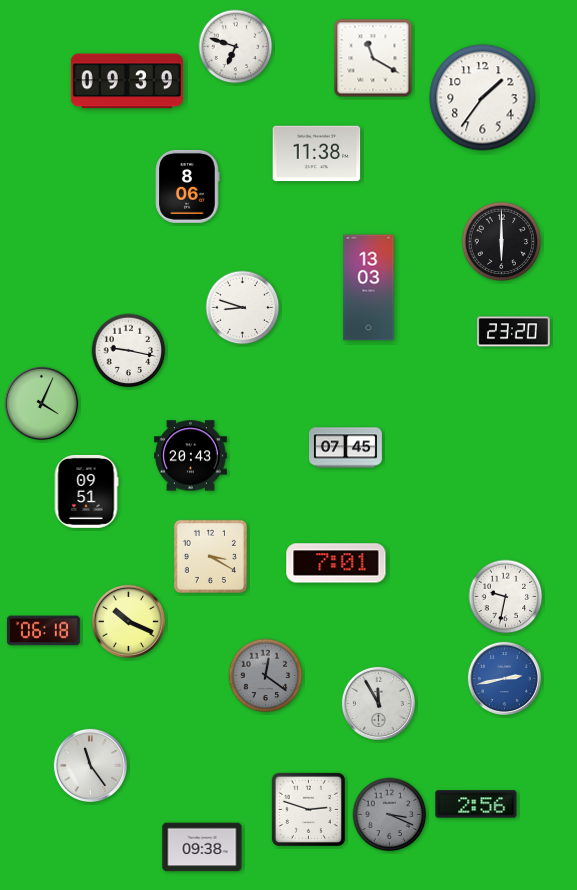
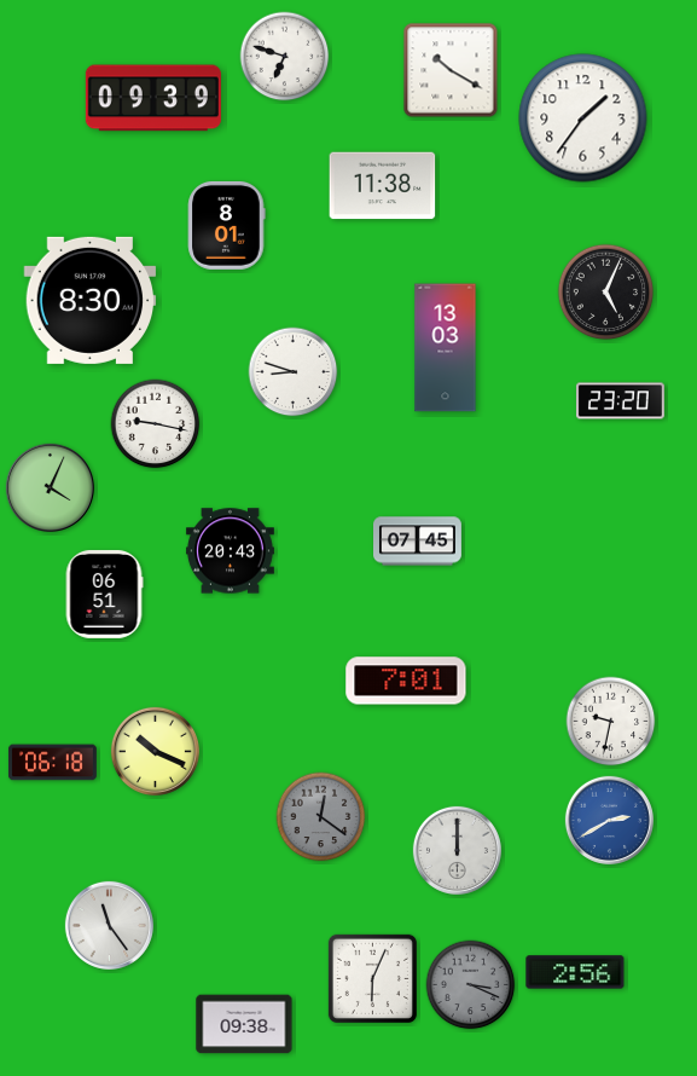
clock at (373, 58): 11:20 -> 10:20
clock at (188, 186): 8:06 -> 8:01
clock at (502, 242): 6:00 -> 5:04
clock at (91, 300): none -> 8:30
clock at (86, 491): 09:51 -> 06:51
clock at (210, 556): 3:20 -> none
clock at (504, 678): 2:43 -> 2:40
clock at (378, 703): 11:55 -> 12:00
clock at (308, 809): 2:48 -> 6:04
